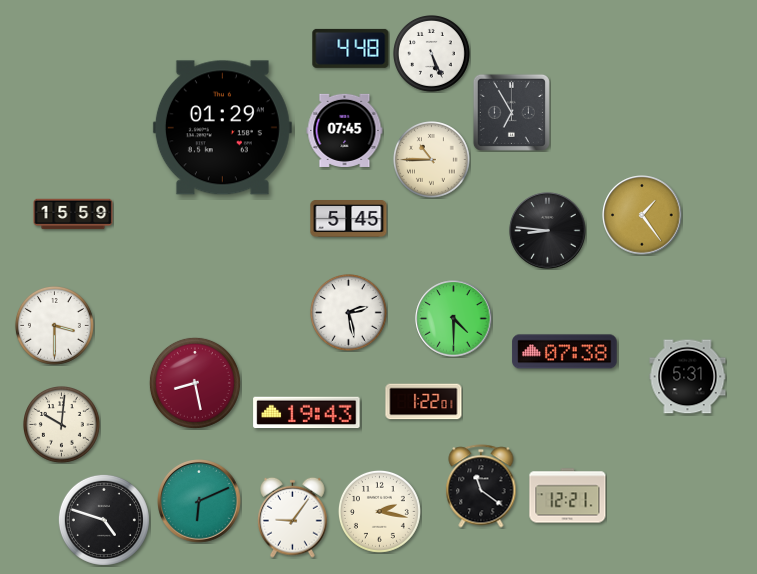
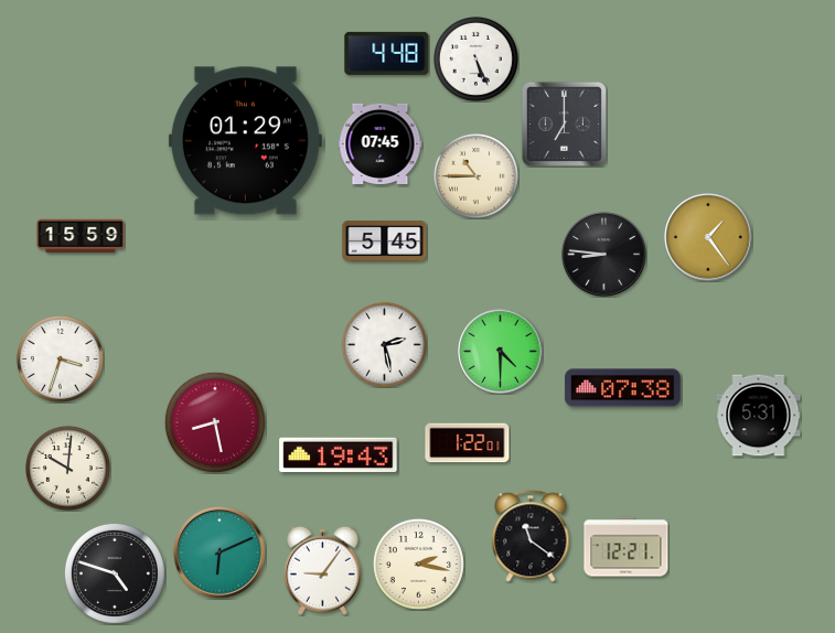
clock at (511, 112): 6:55 -> 7:00
clock at (54, 325): 3:30 -> 3:33
